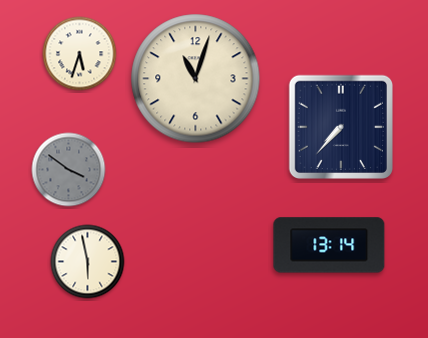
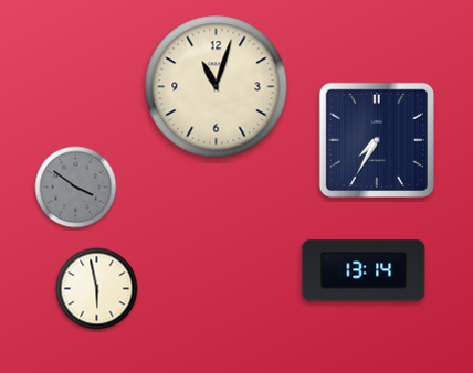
clock at (80, 54): 5:33 -> none
clock at (340, 126): 7:37 -> 7:35
